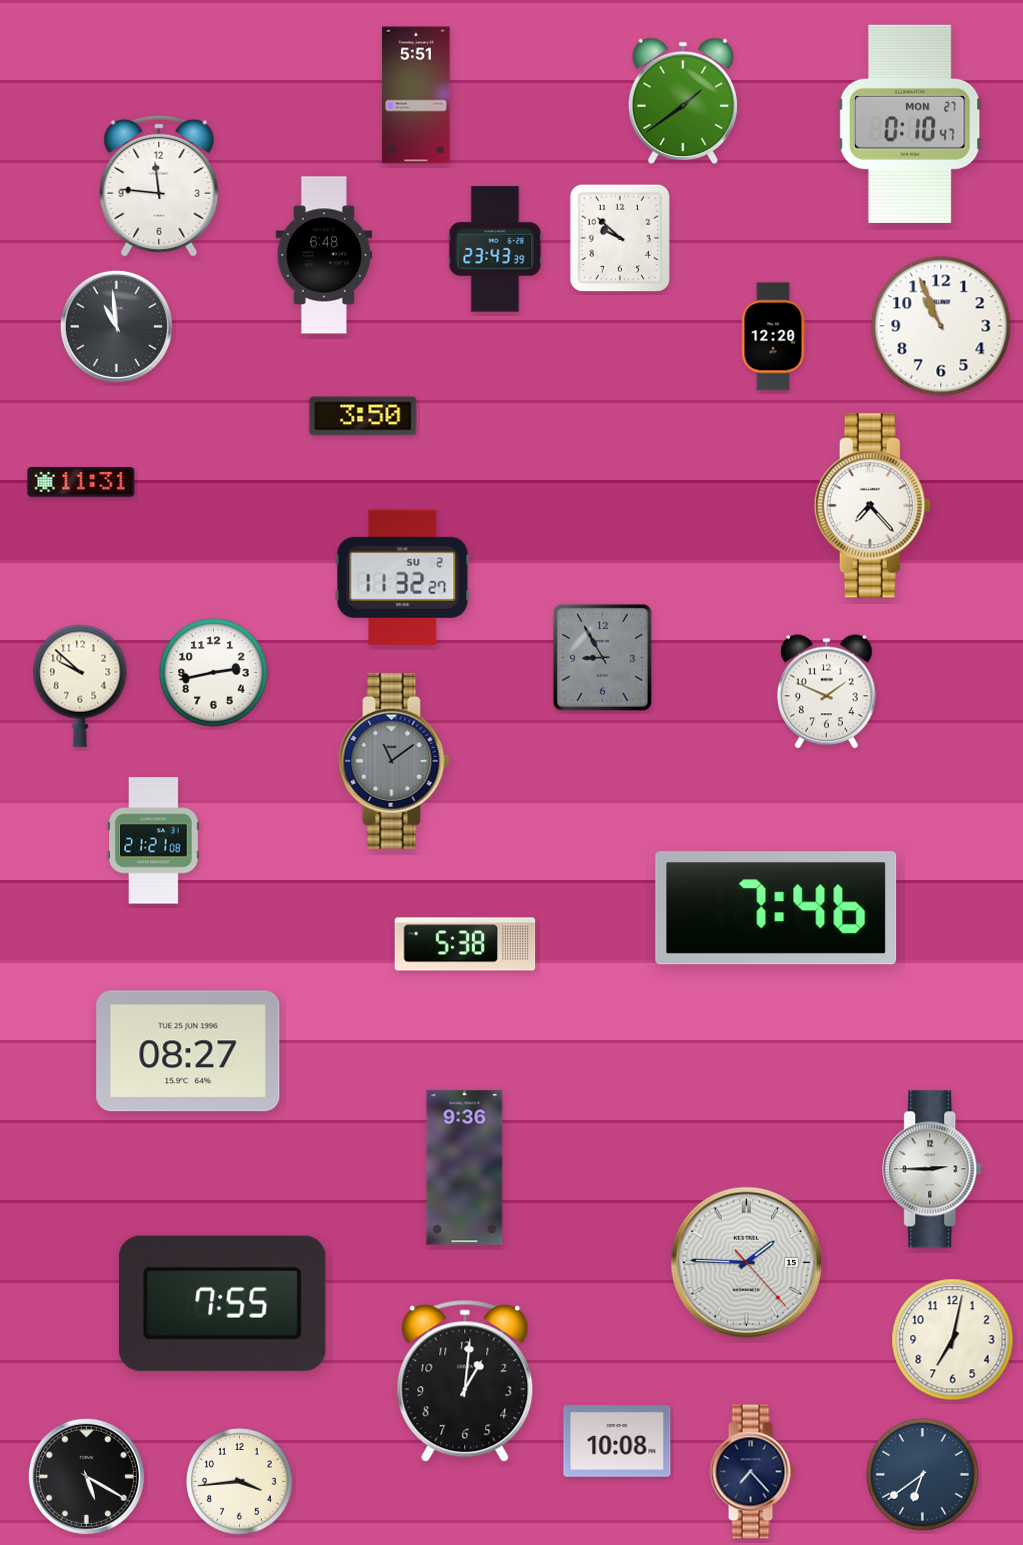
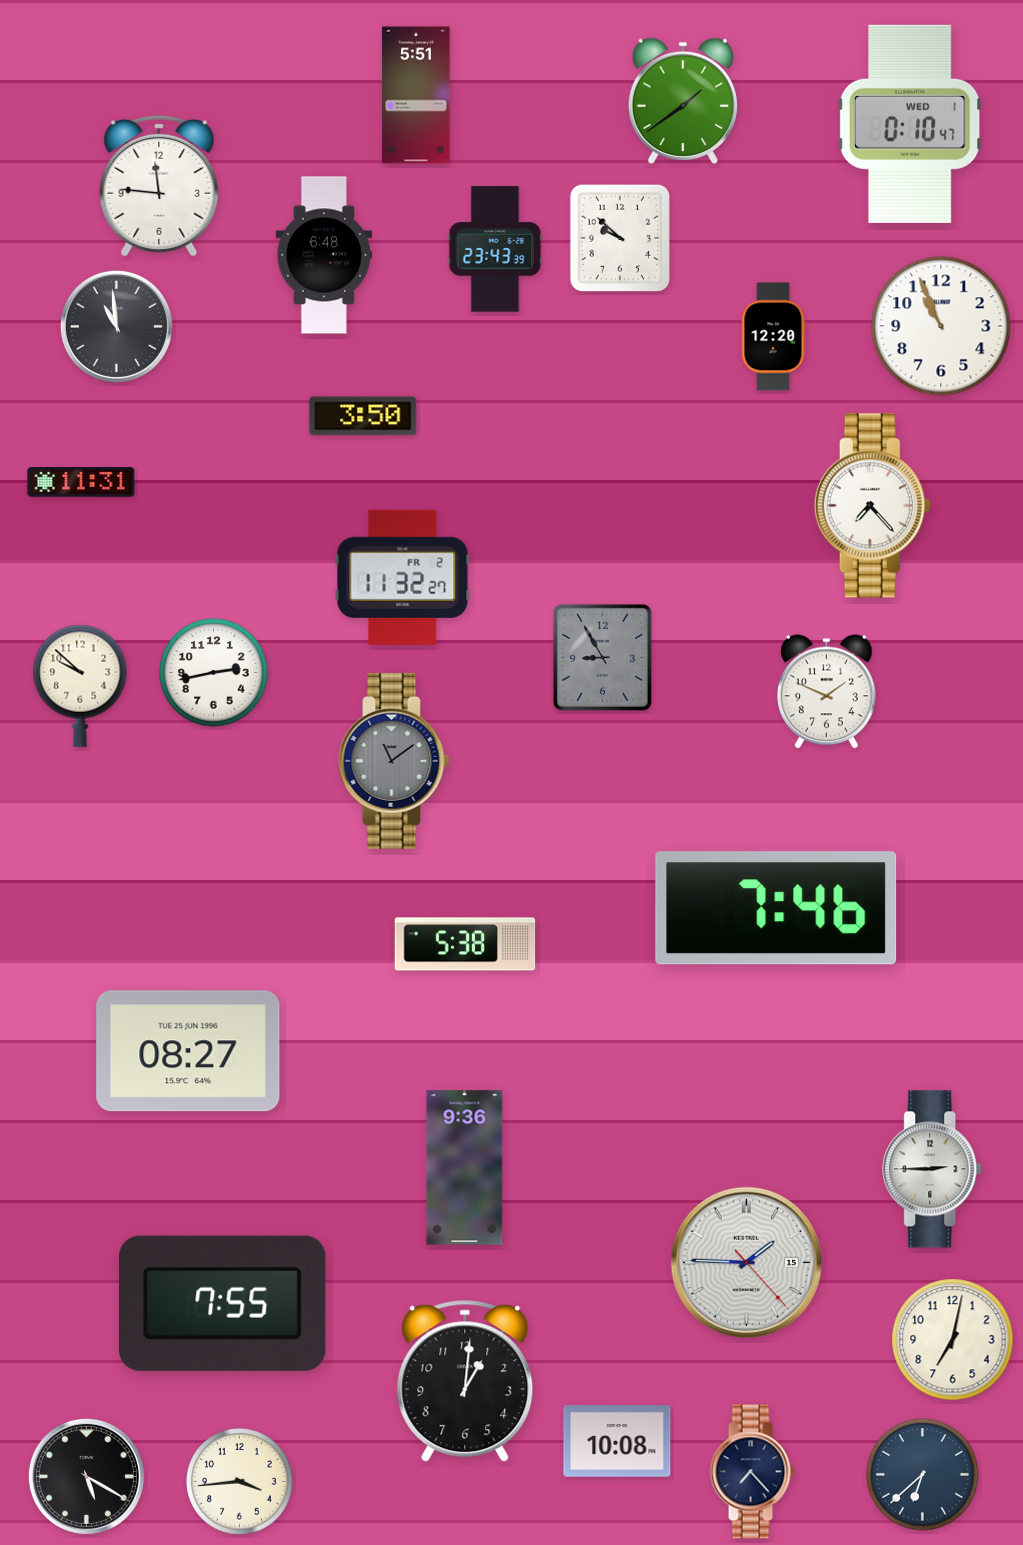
clock at (910, 124) date: MON 27 -> WED 1
clock at (403, 577) date: SU 2 -> FR 2
clock at (154, 841): 21:21 -> none
clock at (923, 1475): 6:39 -> 6:38
